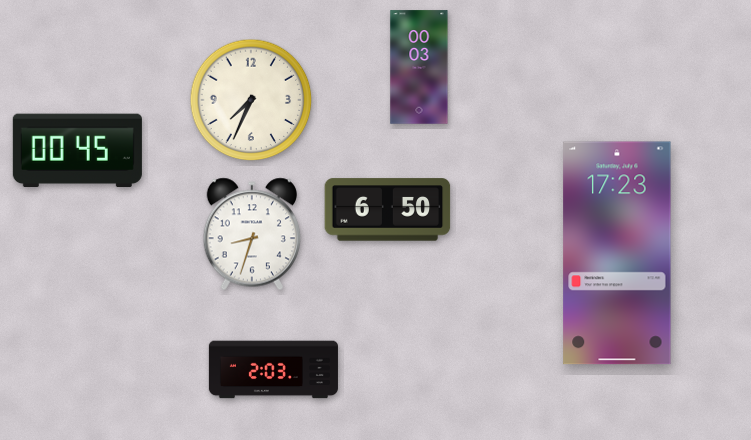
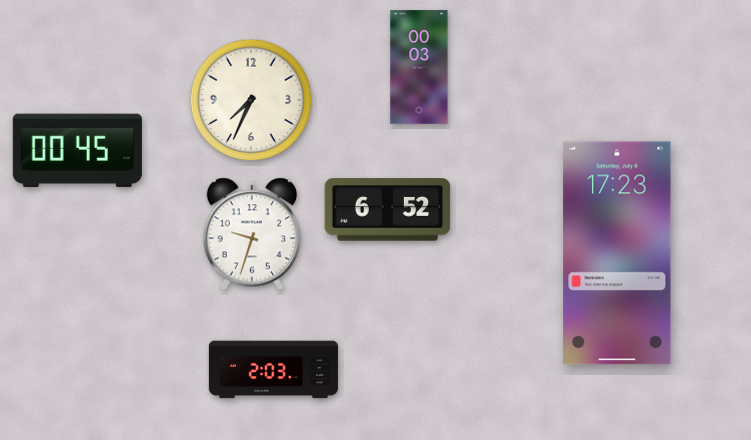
clock at (388, 210): 6:50 -> 6:52
clock at (251, 234): 8:33 -> 9:33
